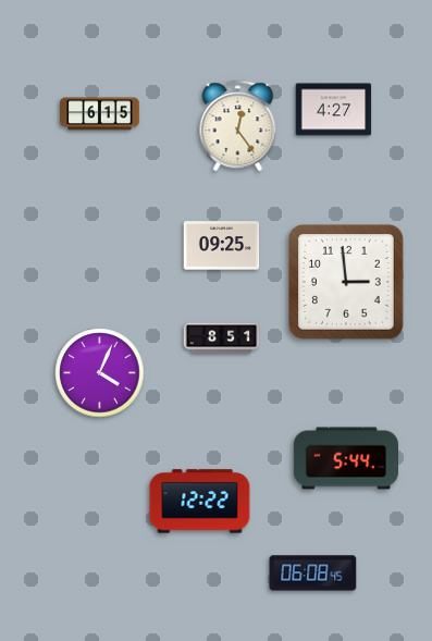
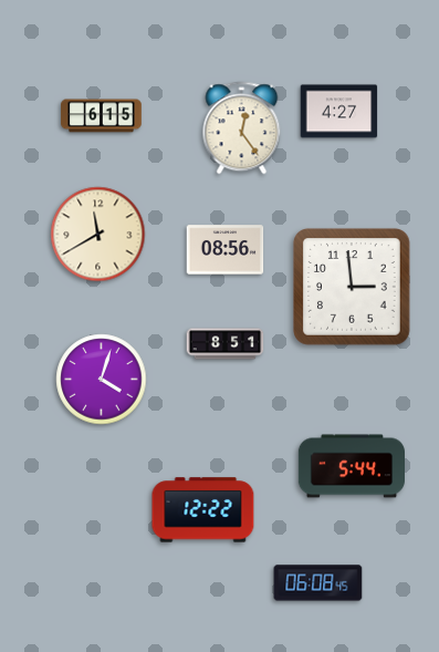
clock at (98, 235): none -> 11:40
clock at (222, 246): 09:25 -> 08:56
clock at (100, 373): 4:04 -> 4:03
